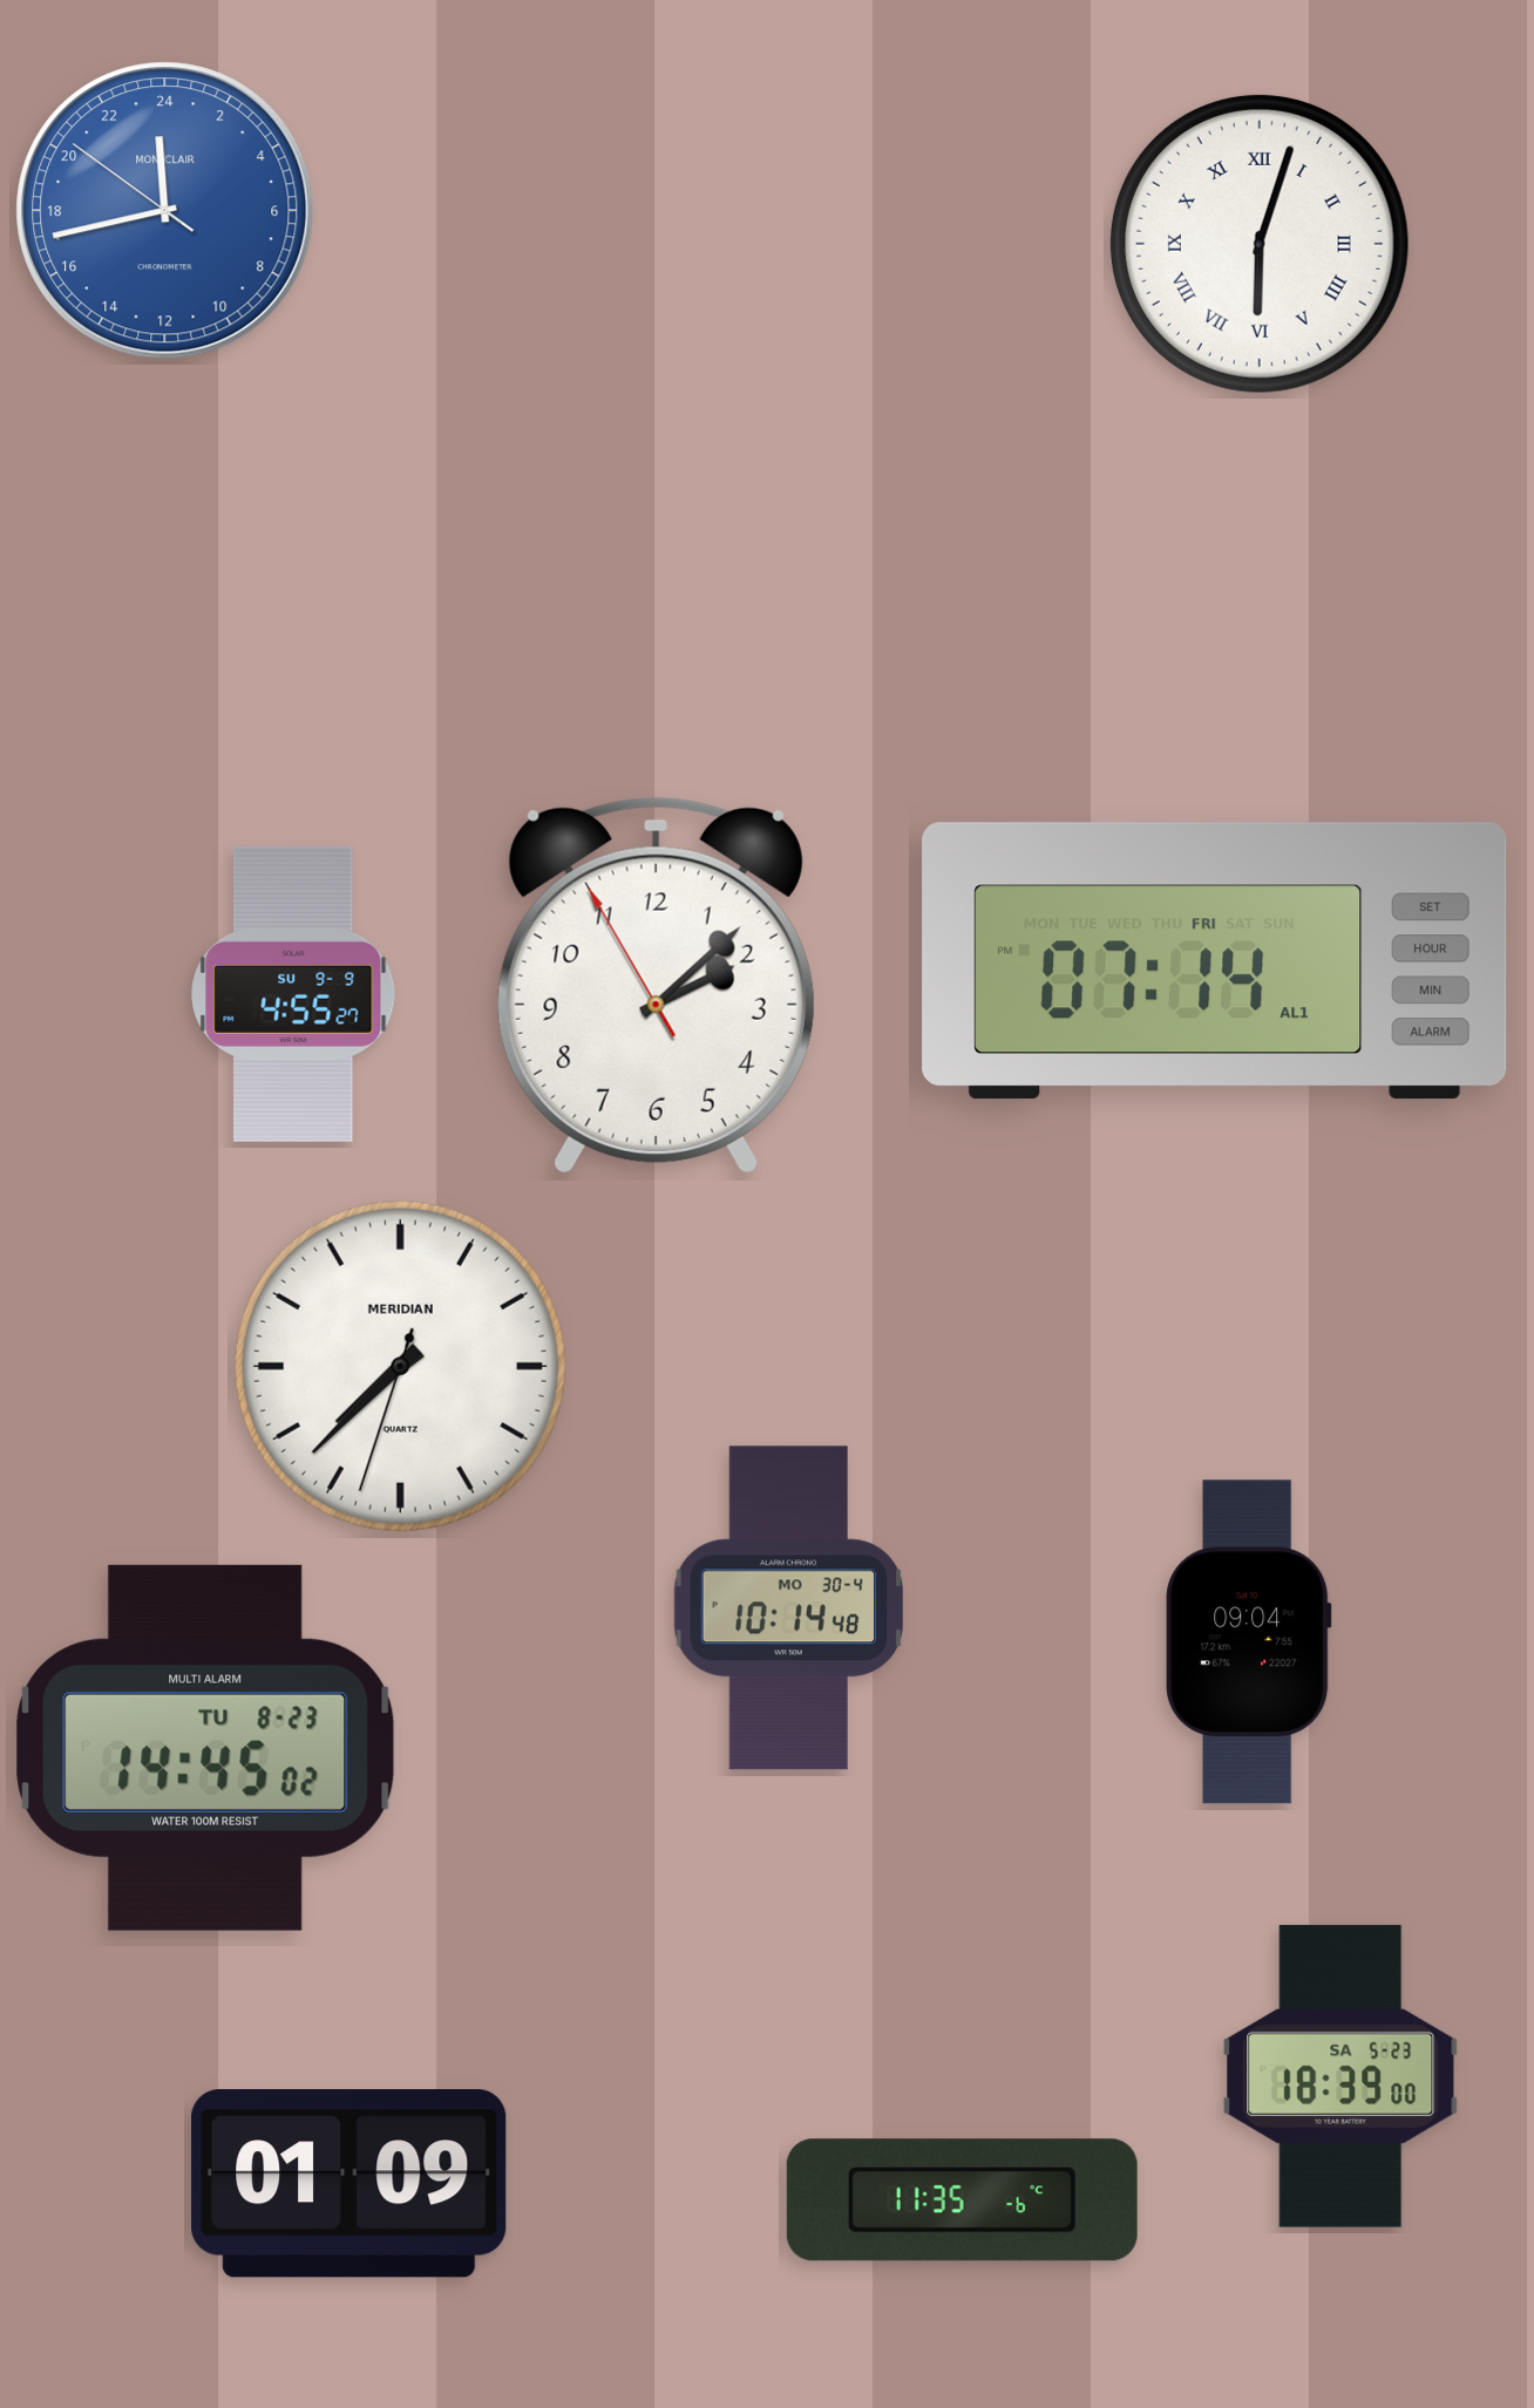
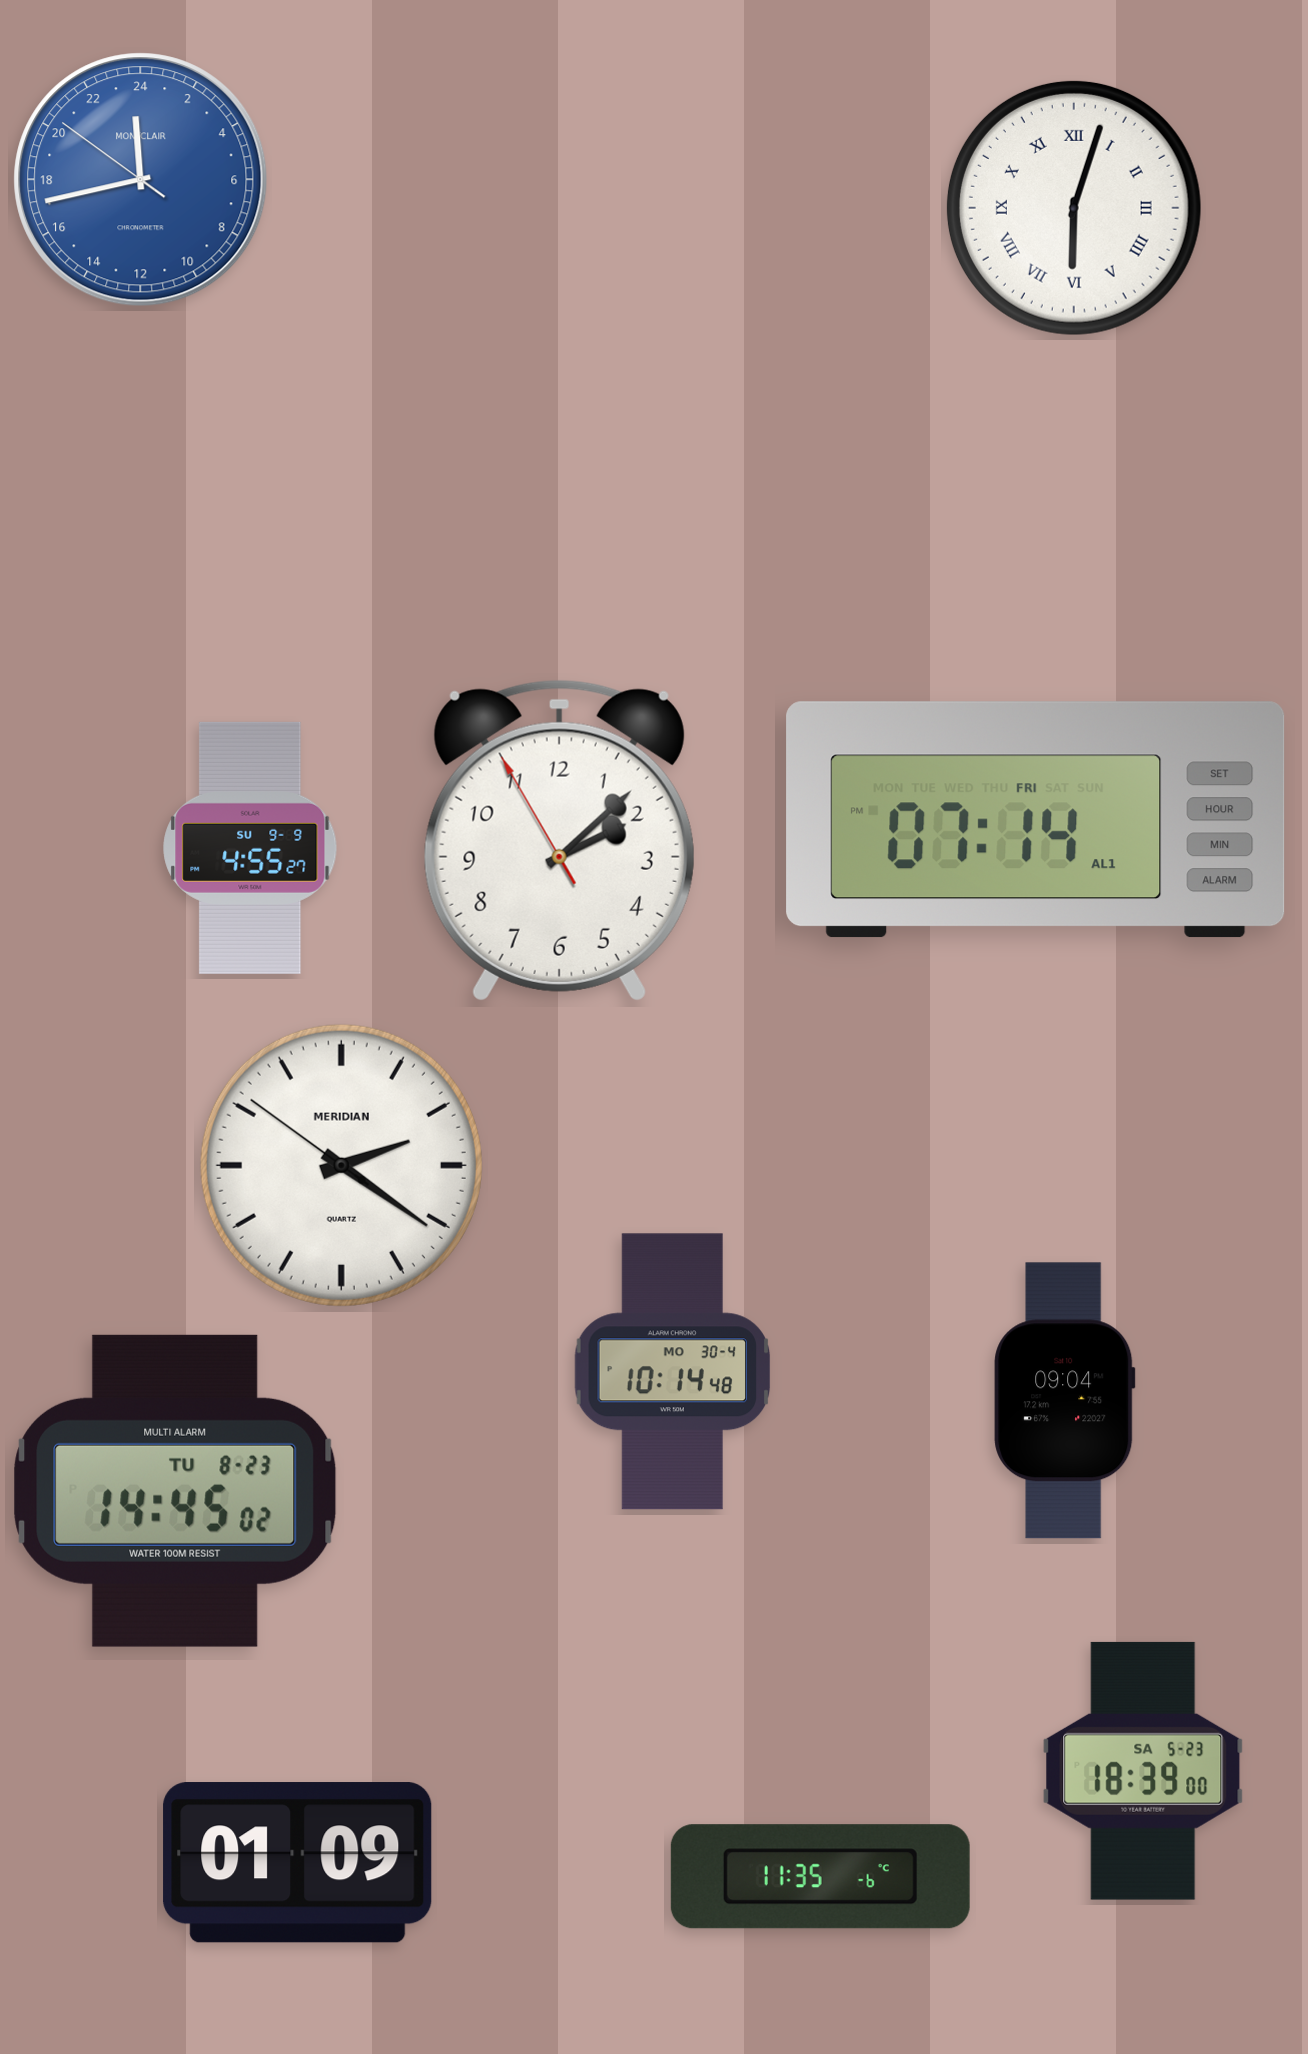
clock at (400, 1366): 7:37 -> 2:20
